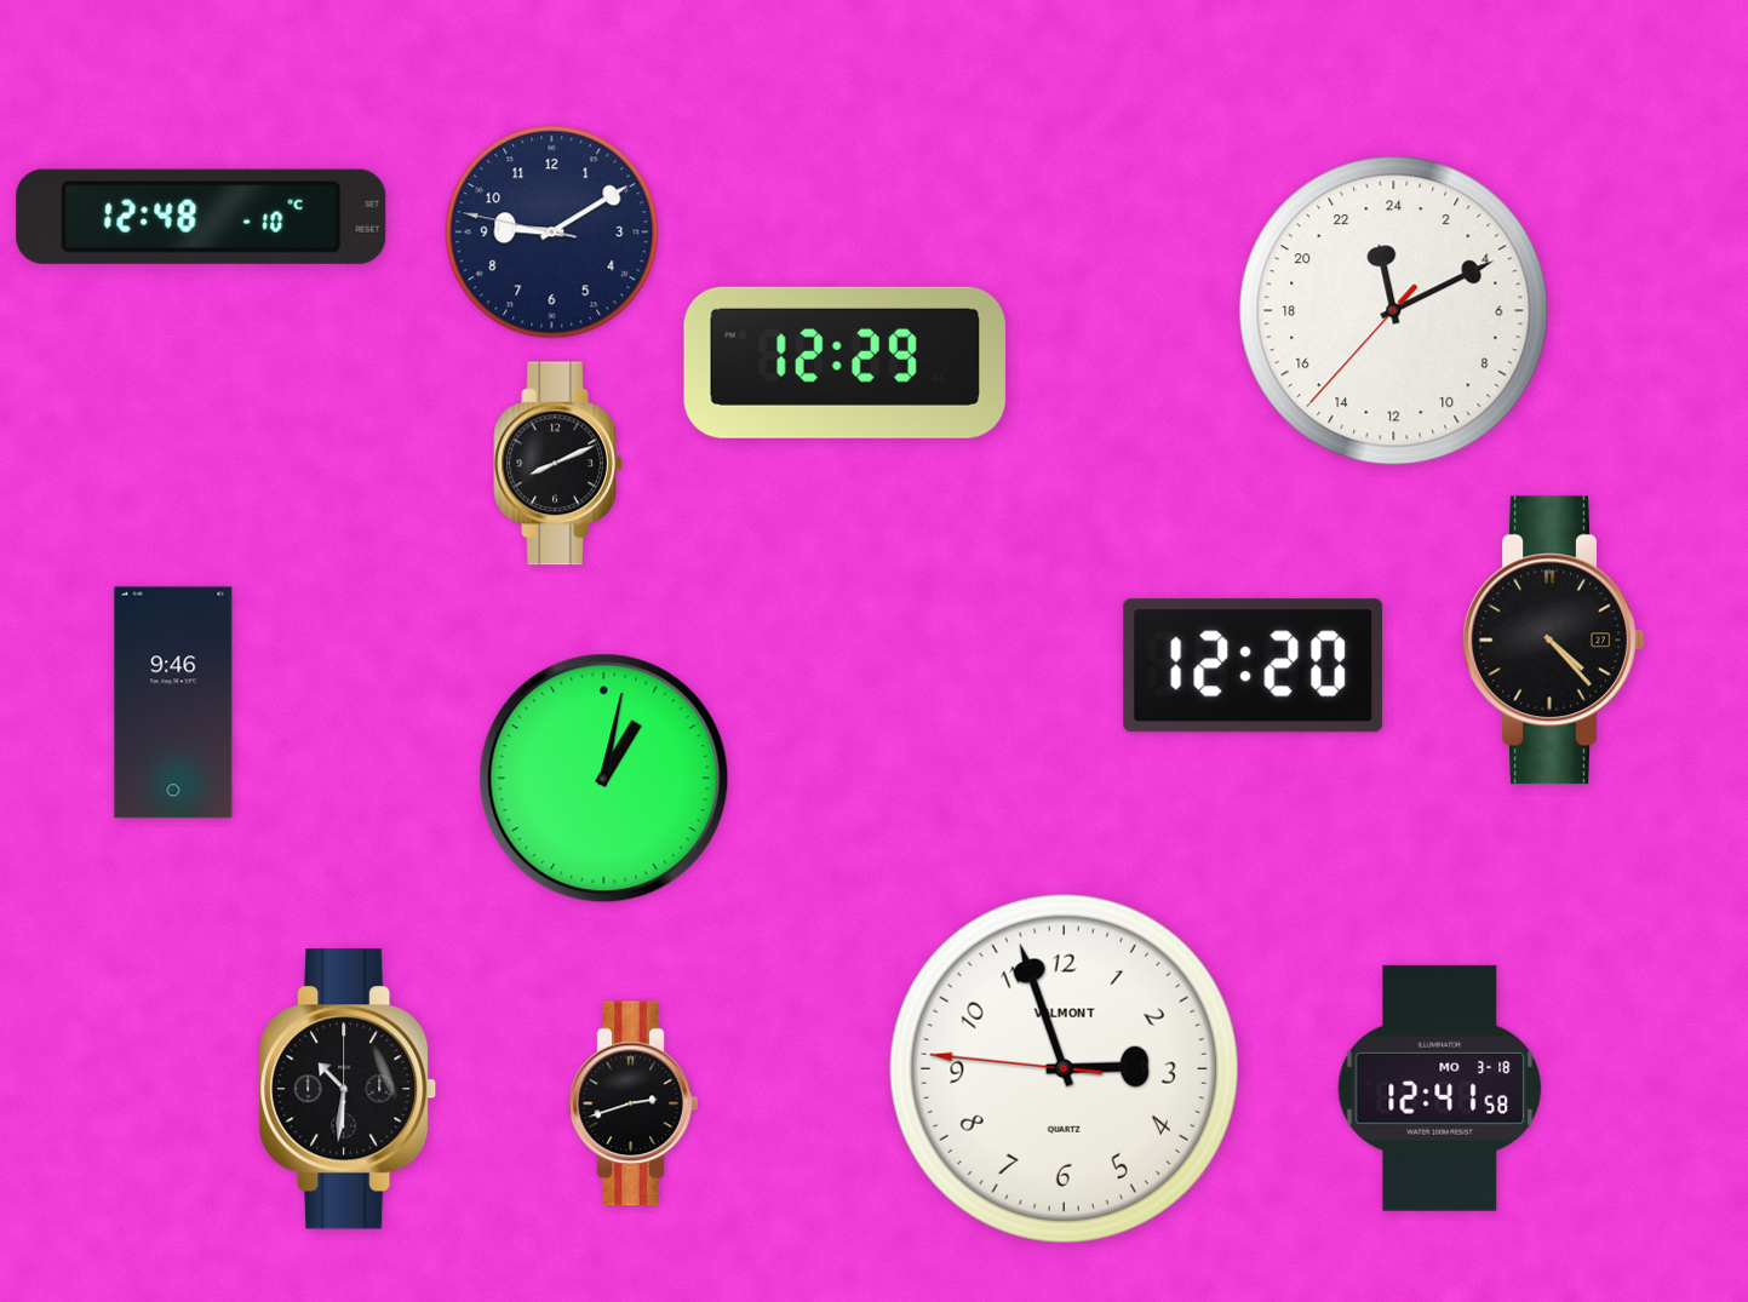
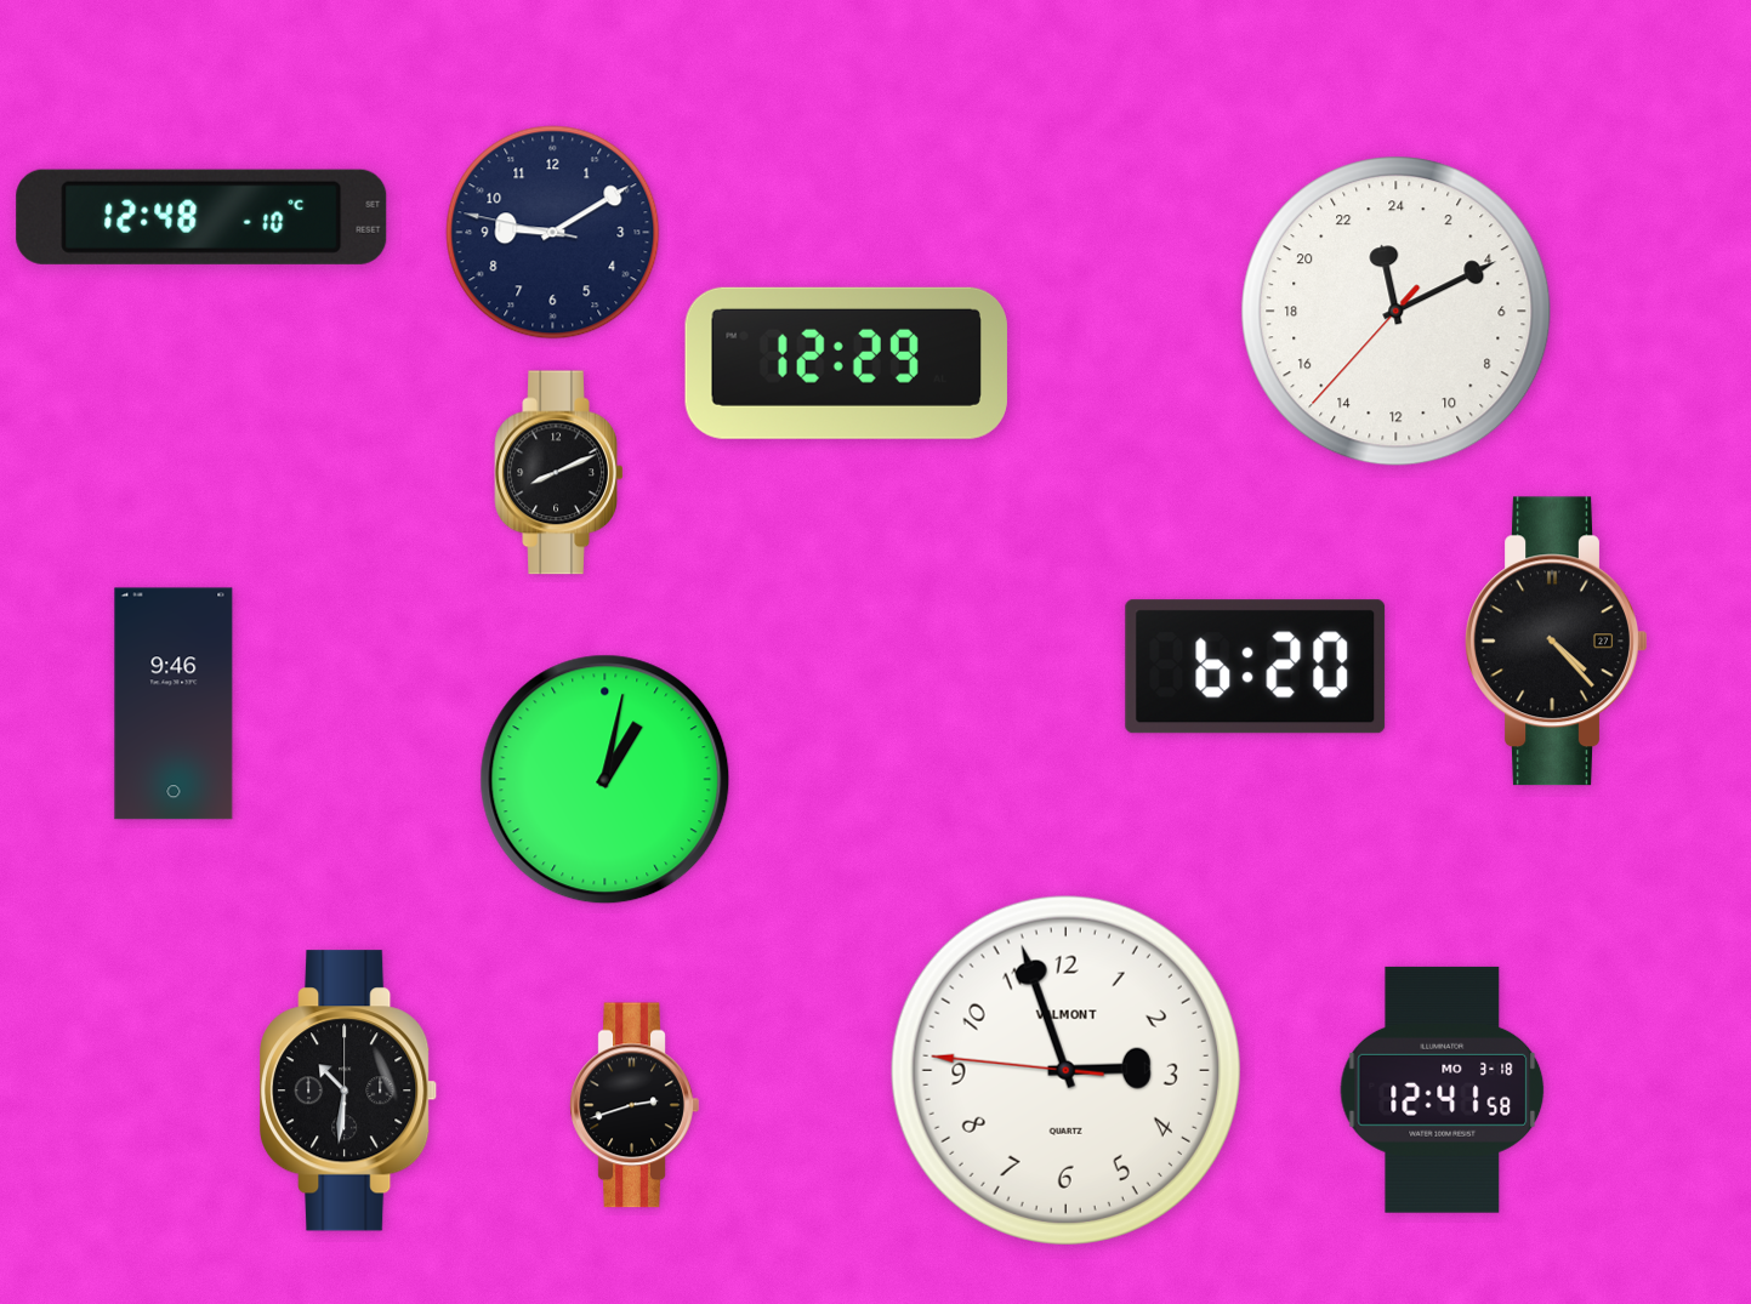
clock at (558, 464) position: (558, 464) -> (559, 473)
clock at (1254, 666): 12:20 -> 6:20
